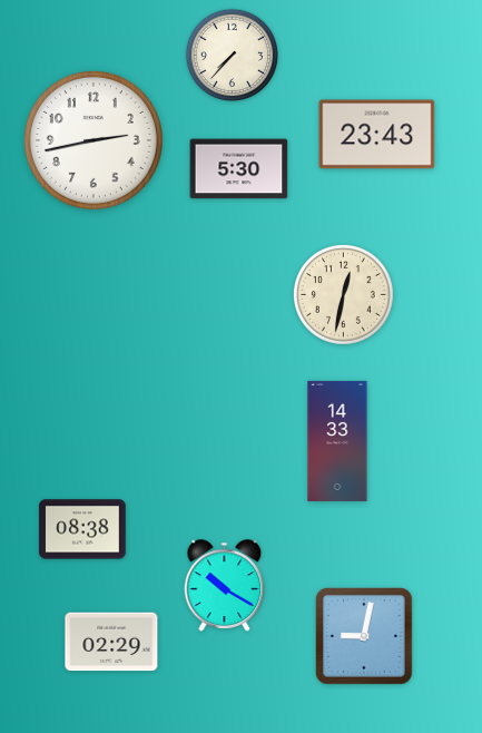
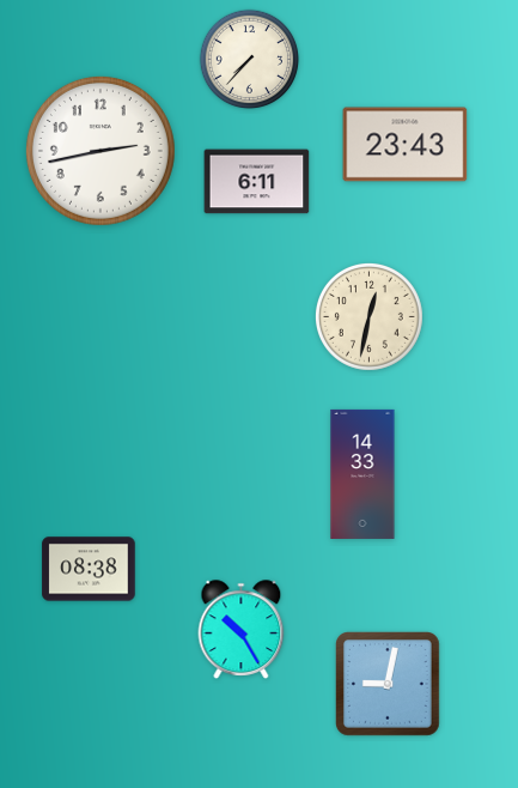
clock at (239, 169): 5:30 -> 6:11
clock at (225, 586): 10:20 -> 10:25
clock at (365, 637) position: (365, 637) -> (389, 685)
clock at (111, 642): 02:29 -> none
